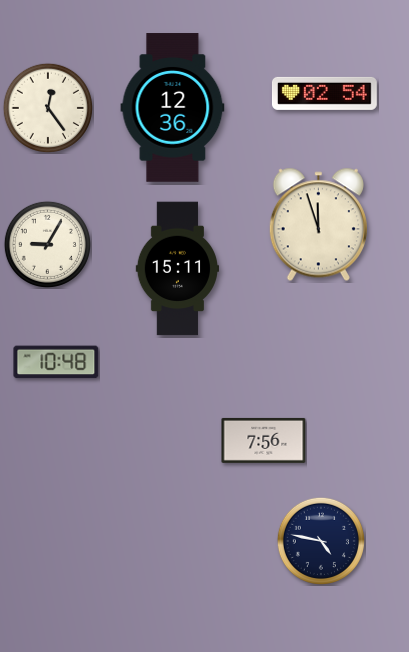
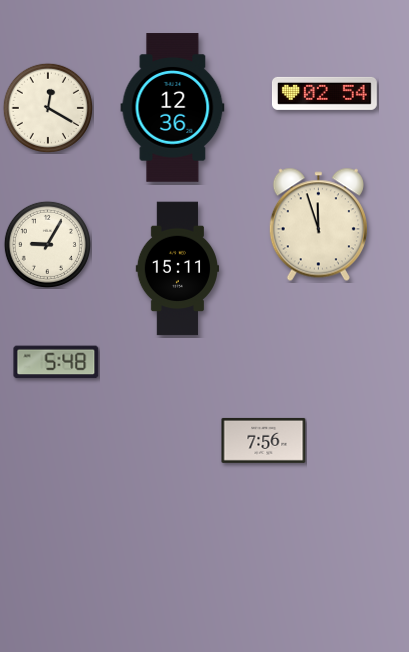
clock at (48, 108): 12:24 -> 12:20
clock at (56, 362): 10:48 -> 5:48
clock at (321, 541): 4:47 -> none
